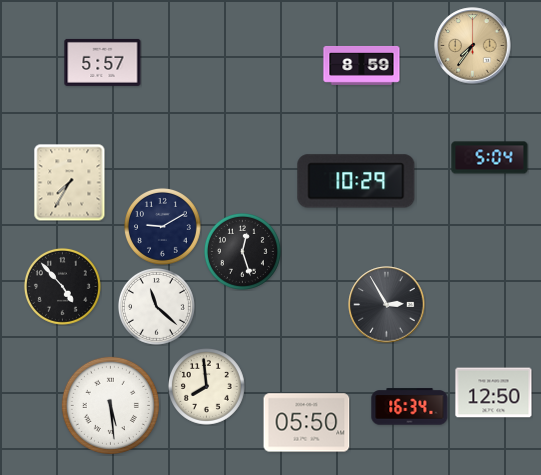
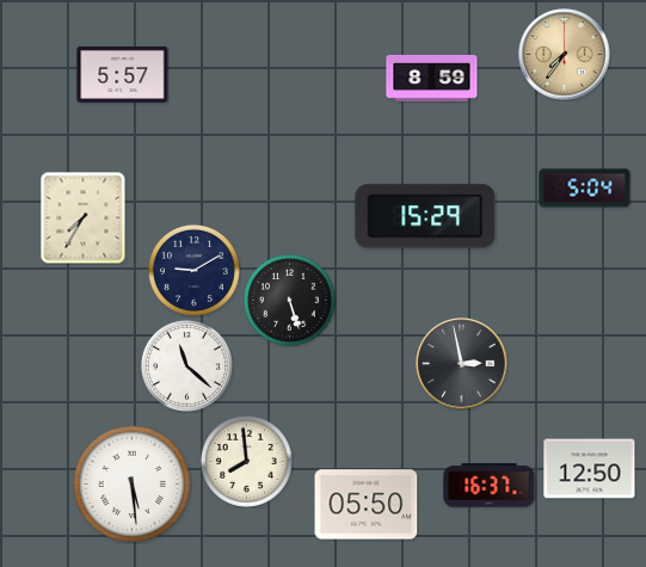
clock at (356, 181): 10:29 -> 15:29
clock at (242, 251): 12:27 -> 5:27
clock at (62, 286): 4:53 -> none
clock at (387, 305): 2:55 -> 2:58
clock at (410, 407): 16:34 -> 16:37
